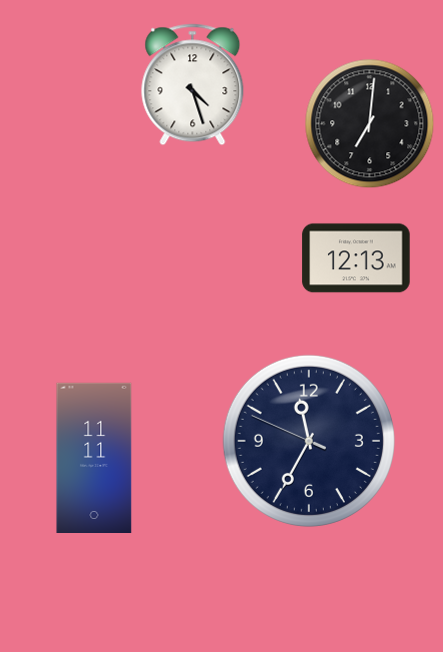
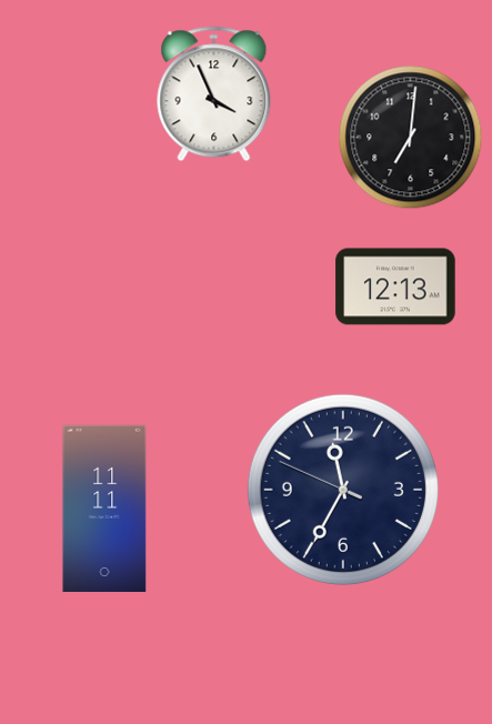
clock at (193, 85): 4:27 -> 3:56
